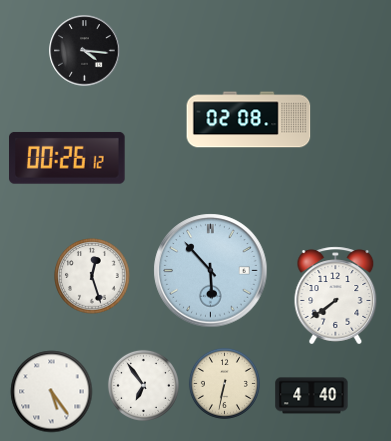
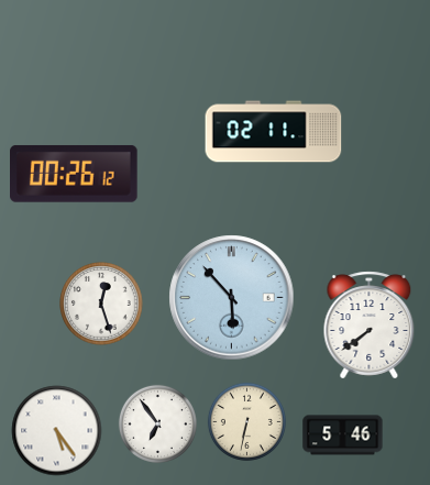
clock at (85, 51): 4:16 -> none
clock at (249, 120): 02:08 -> 02:11
clock at (312, 396): 4:40 -> 5:46
